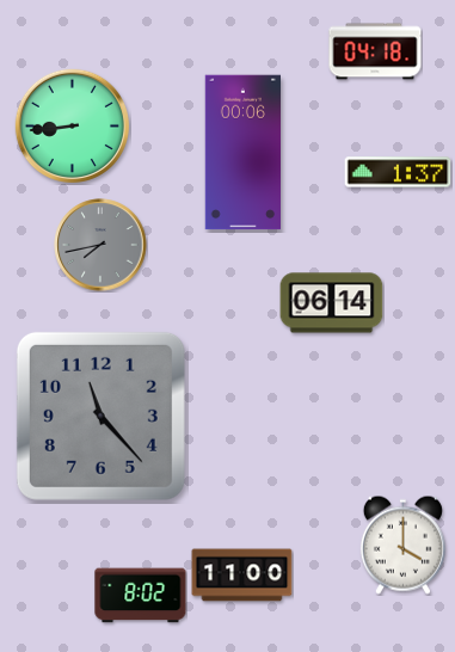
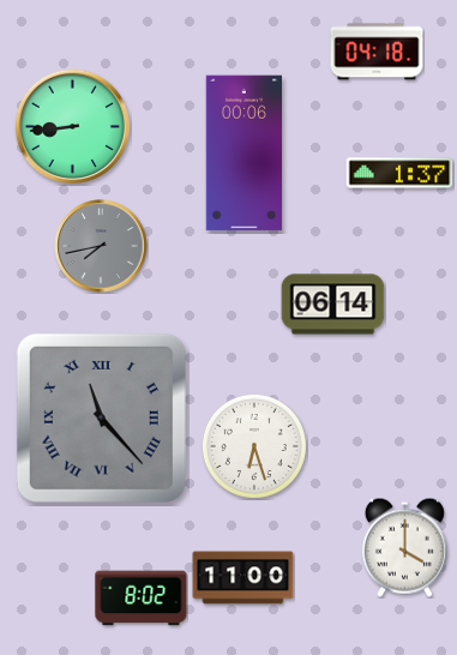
clock at (100, 416) numerals: Arabic -> Roman
clock at (254, 446): none -> 6:27
